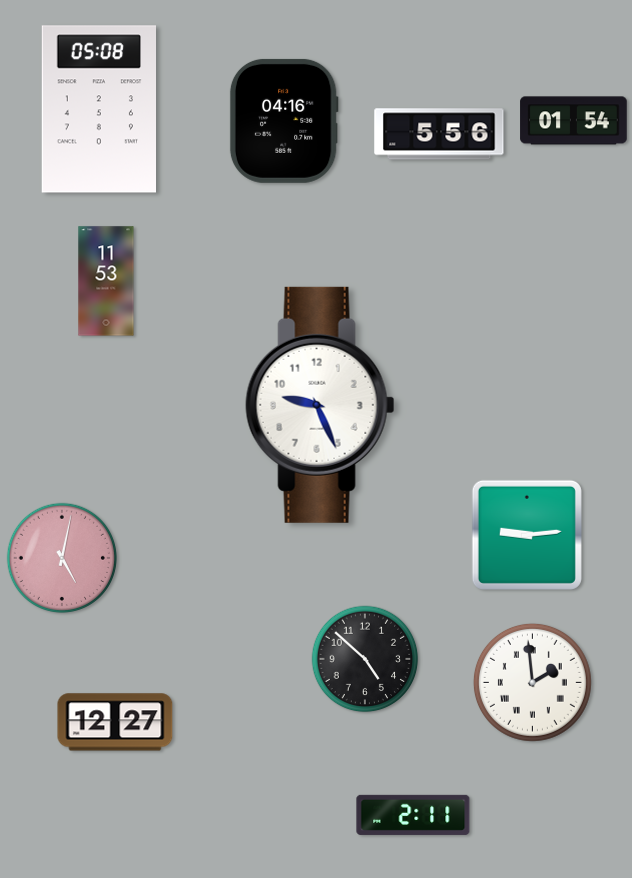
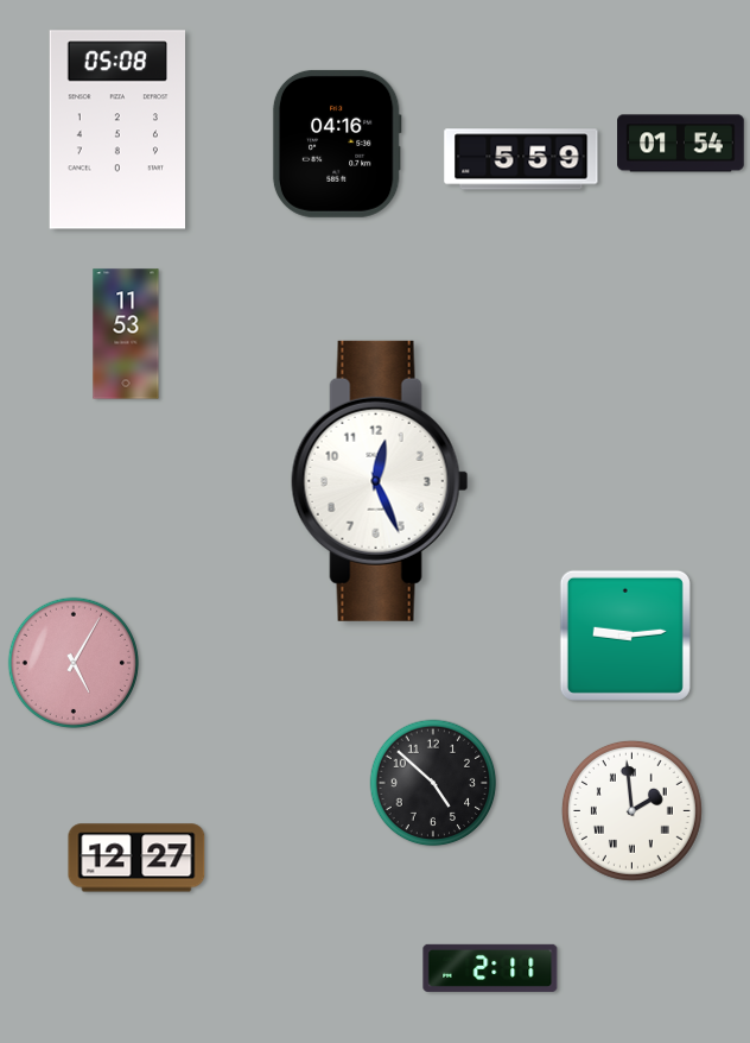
clock at (439, 134): 5:56 -> 5:59
clock at (320, 405): 9:26 -> 12:26
clock at (62, 558): 5:02 -> 5:05
